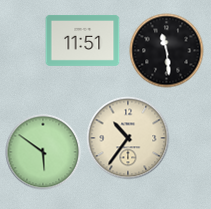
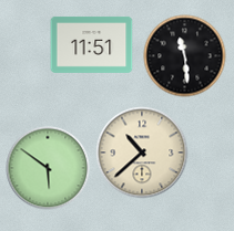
clock at (128, 138): 10:36 -> 10:38
